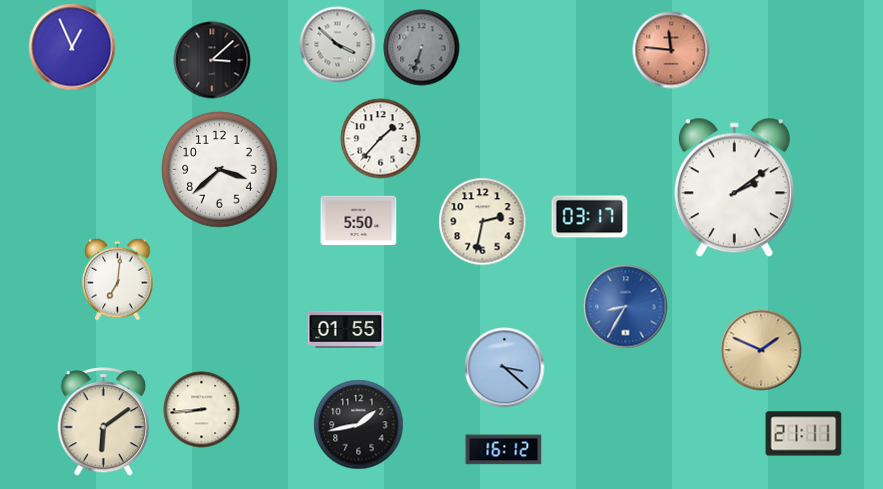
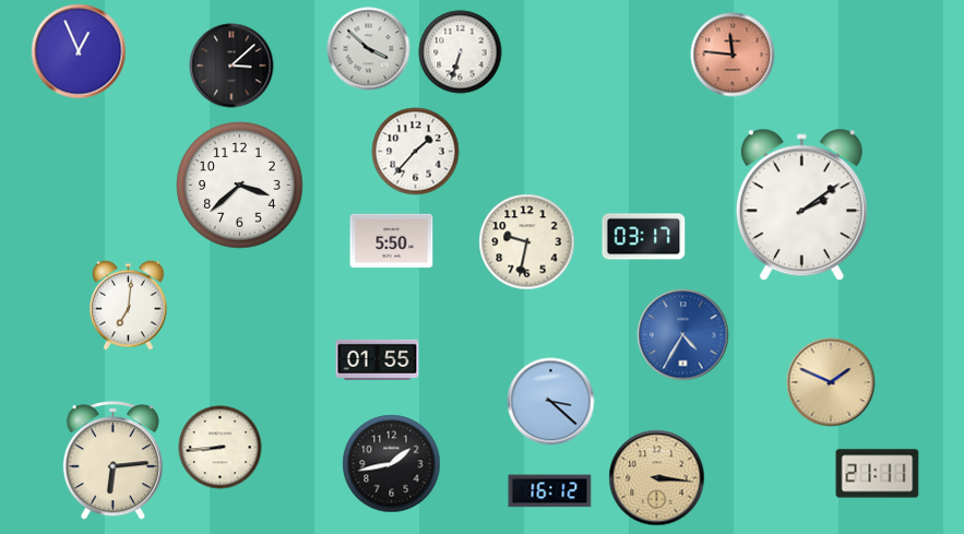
clock at (422, 48) dial: grey -> white
clock at (483, 222): 2:32 -> 9:32
clock at (626, 307): 8:35 -> 4:35
clock at (103, 422): 6:09 -> 6:14
clock at (657, 478): none -> 3:16
